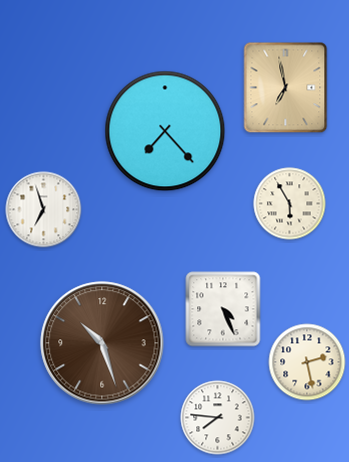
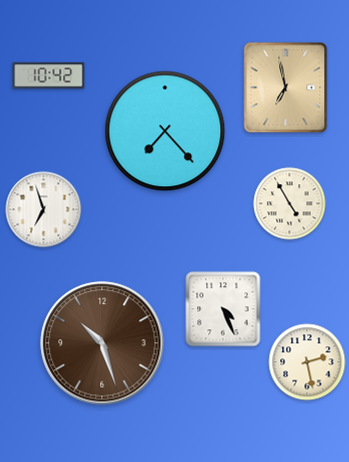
clock at (49, 76): none -> 10:42
clock at (290, 204): 5:55 -> 4:55
clock at (218, 418): 7:46 -> none
